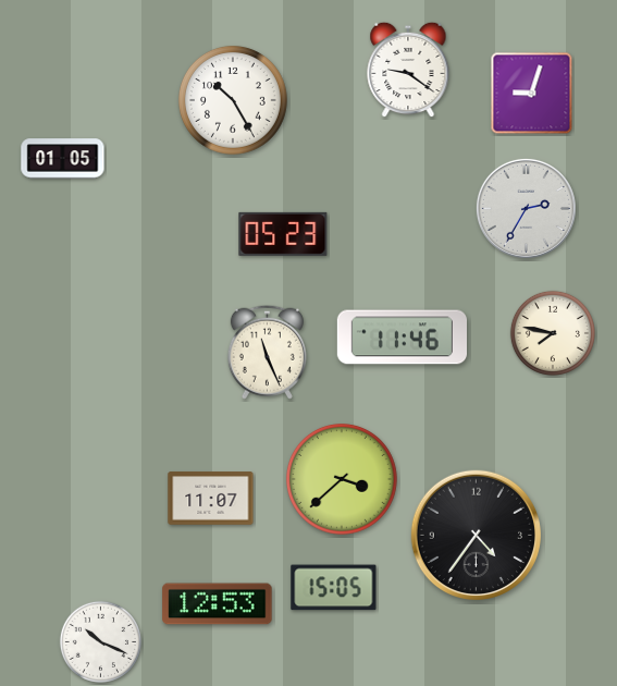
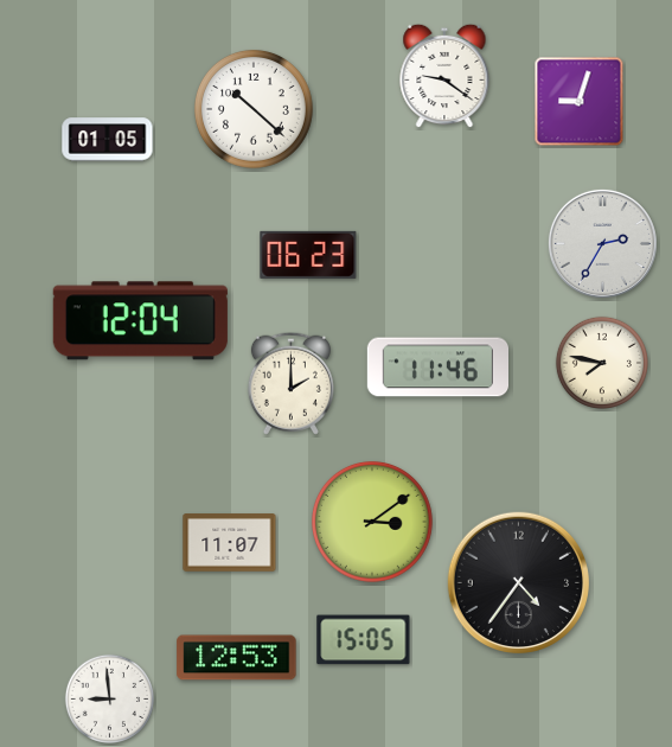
clock at (233, 100): 10:25 -> 10:22
clock at (63, 159) position: (63, 159) -> (108, 140)
clock at (526, 208) position: (526, 208) -> (602, 243)
clock at (283, 234): 05:23 -> 06:23
clock at (140, 321): none -> 12:04
clock at (267, 352): 11:26 -> 2:00
clock at (343, 480): 3:38 -> 3:09
clock at (100, 641): 10:19 -> 8:59
